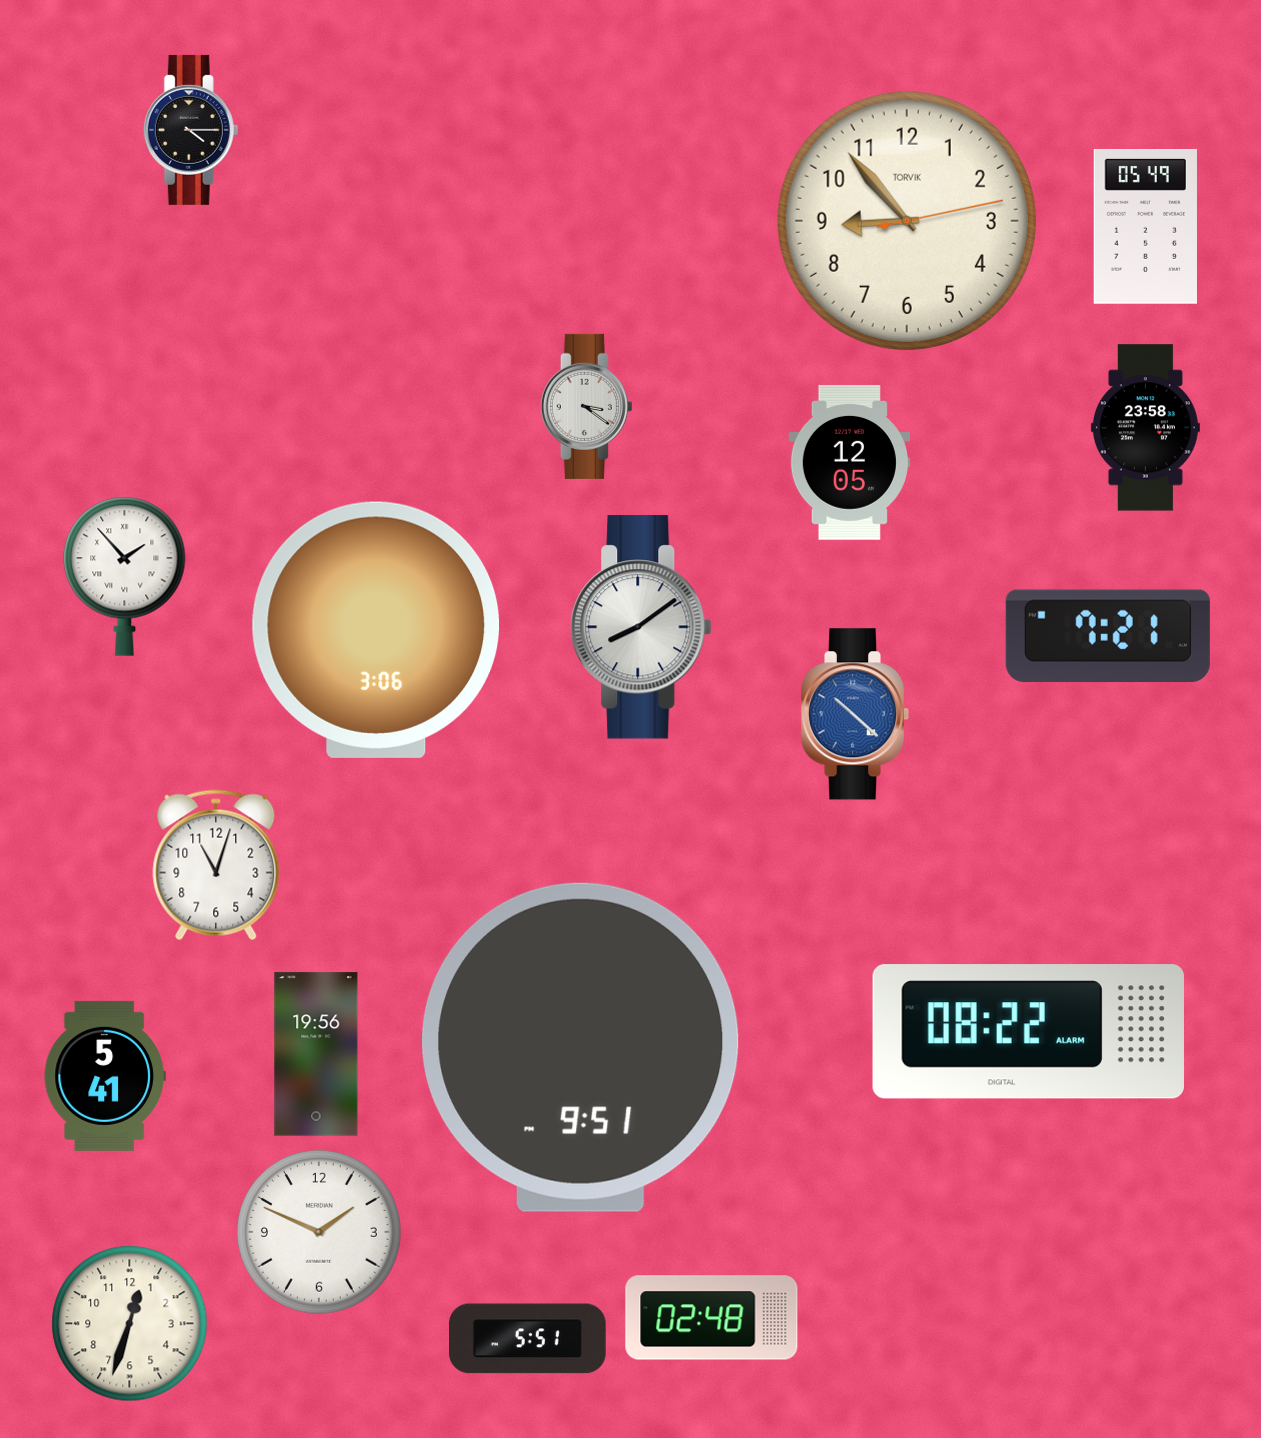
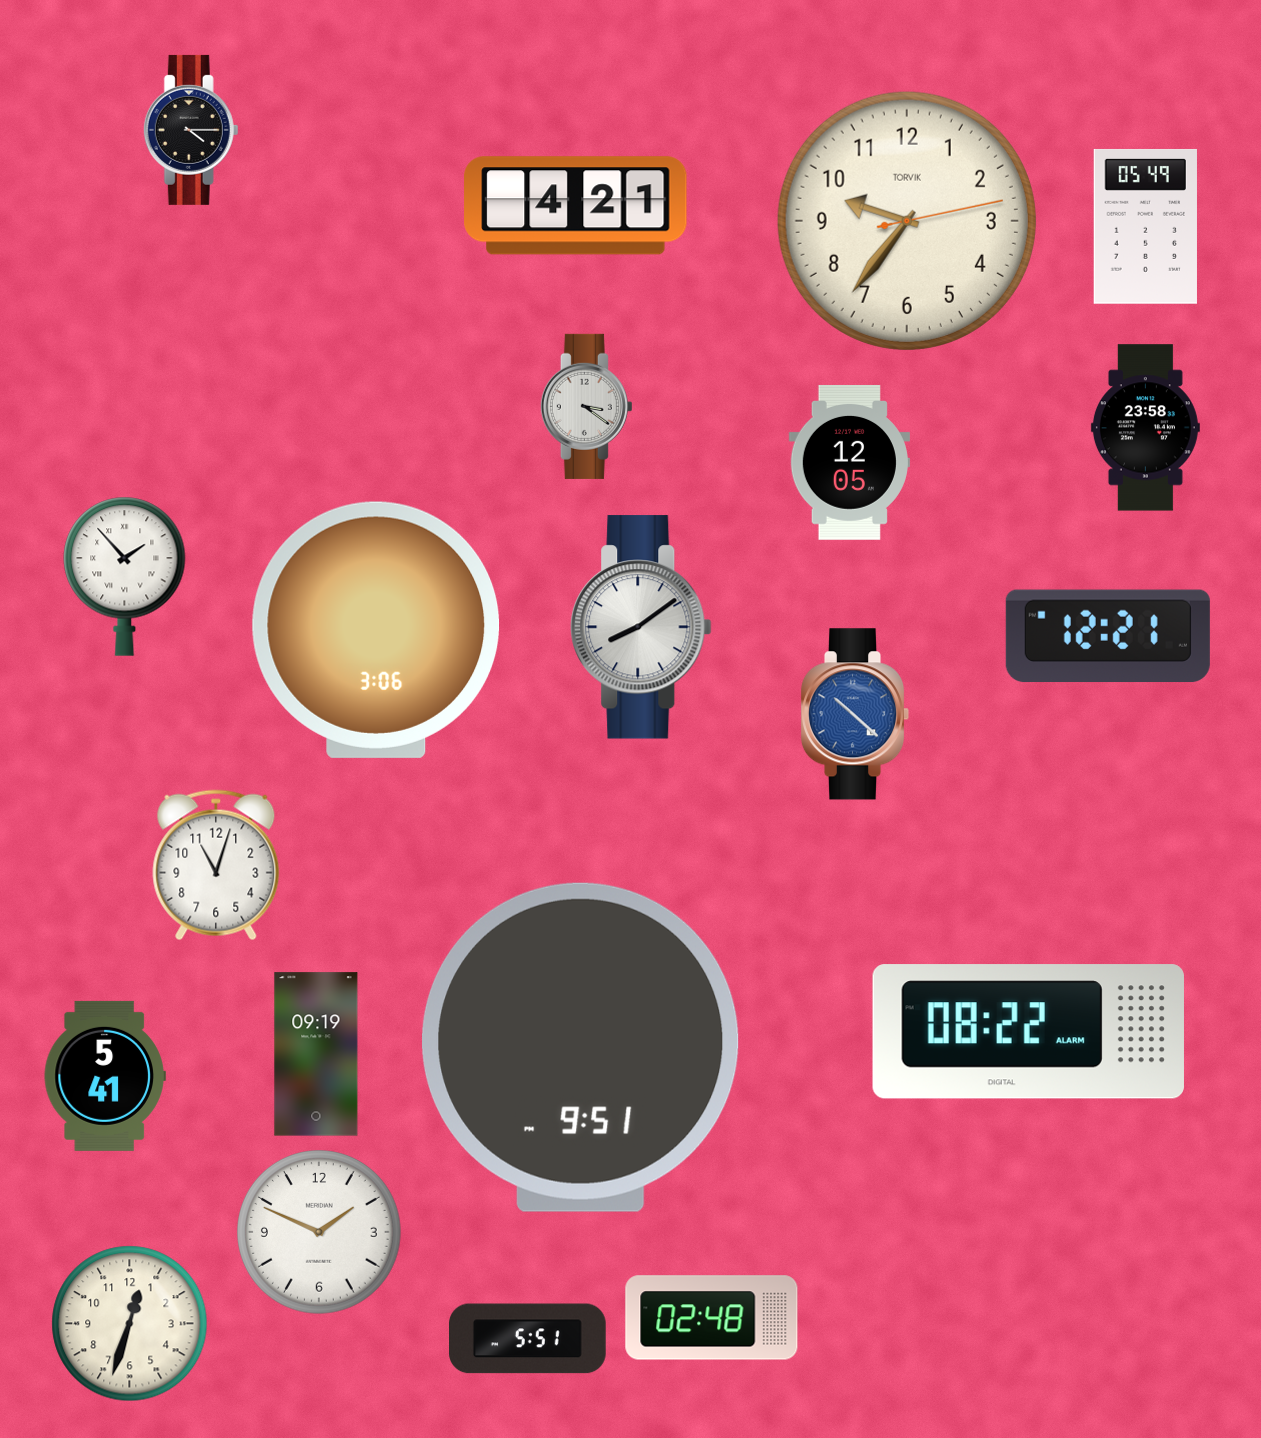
clock at (576, 206): none -> 4:21
clock at (907, 221): 8:53 -> 9:36
clock at (1108, 636): 7:21 -> 12:21
clock at (316, 1054): 19:56 -> 09:19
